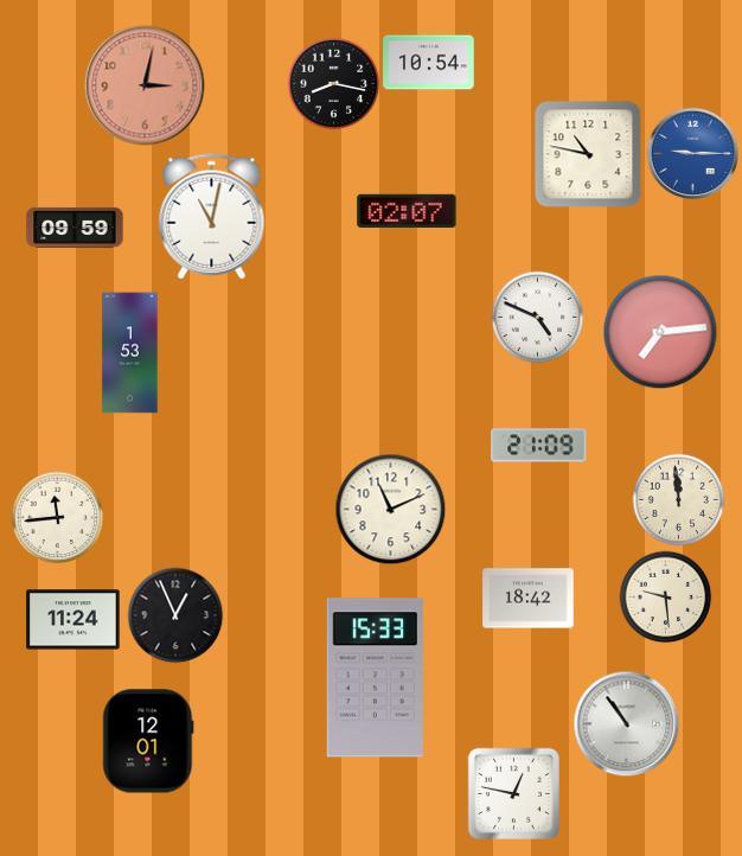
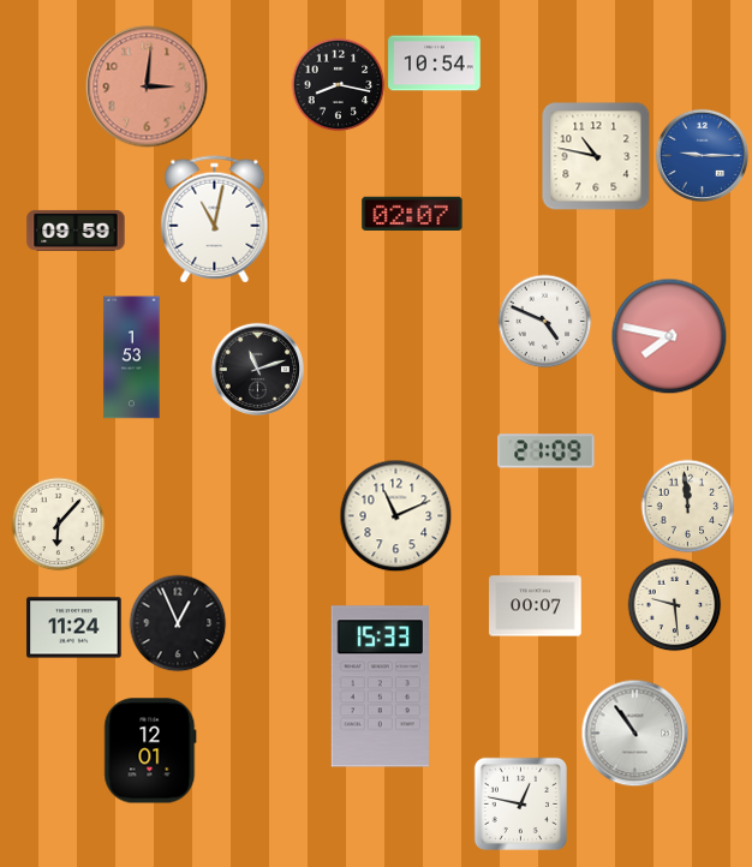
clock at (145, 85): 3:02 -> 3:01
clock at (660, 332): 7:14 -> 7:47
clock at (257, 369): none -> 11:12
clock at (57, 517): 11:44 -> 6:07
clock at (529, 599): 18:42 -> 00:07
